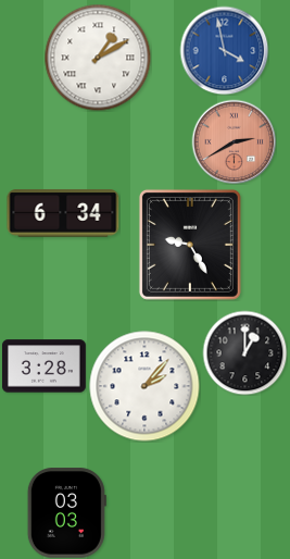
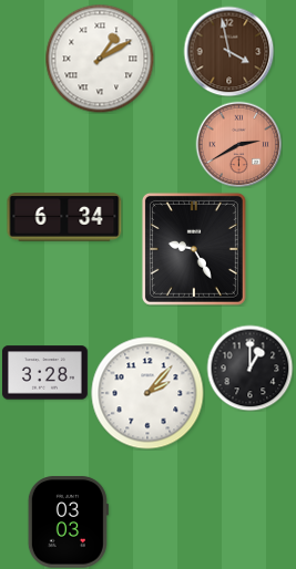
clock at (224, 50) dial: blue -> brown
clock at (244, 352) position: (244, 352) -> (249, 368)
